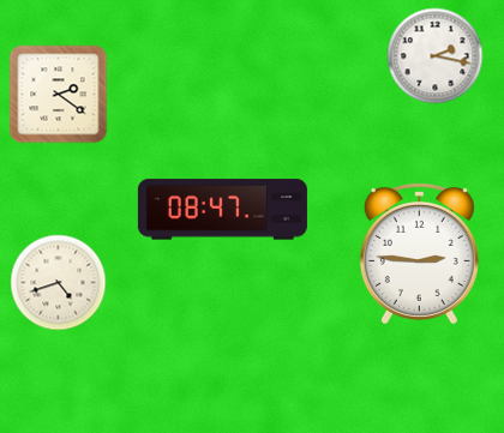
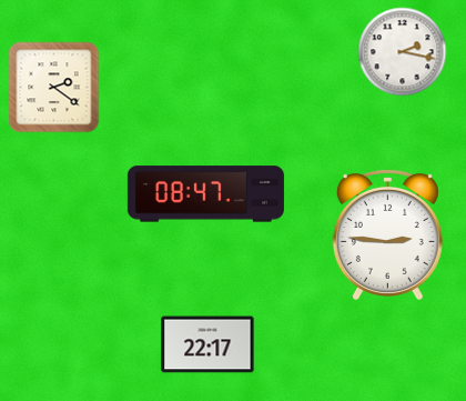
clock at (59, 283): 4:42 -> none
clock at (207, 344): none -> 22:17
